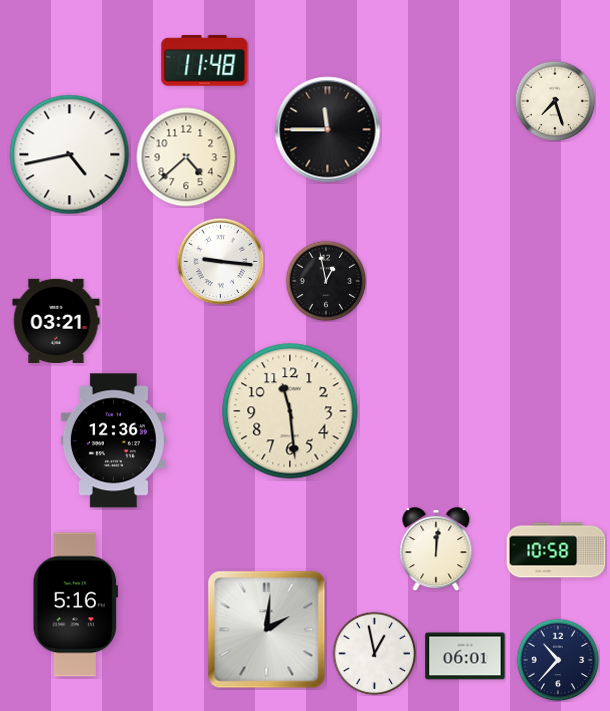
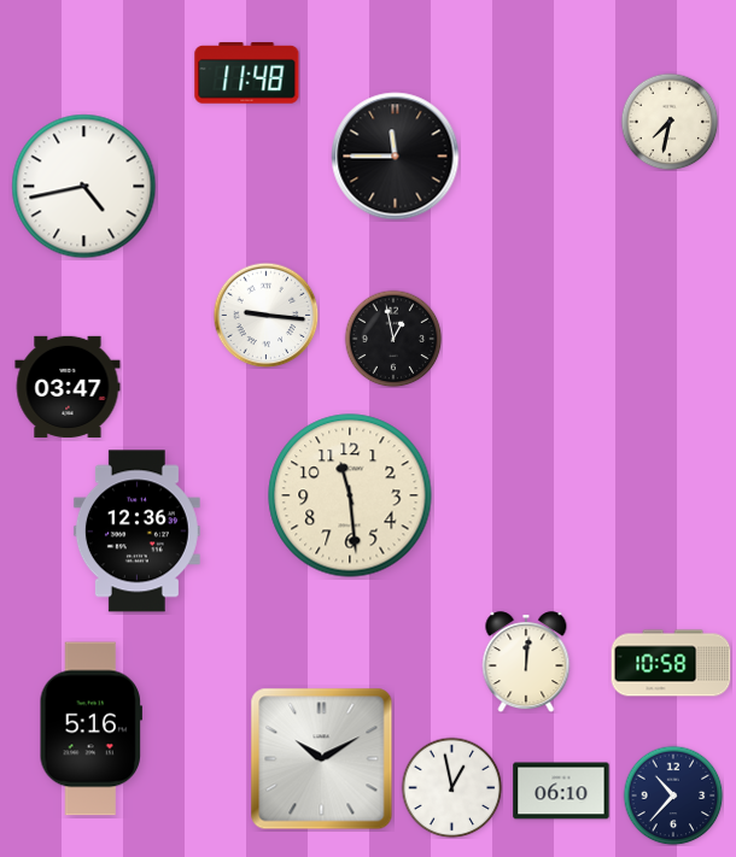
clock at (555, 101): 7:27 -> 7:32
clock at (186, 157): 4:38 -> none
clock at (56, 321): 03:21 -> 03:47
clock at (267, 630): 2:01 -> 10:10
clock at (465, 656): 06:01 -> 06:10
